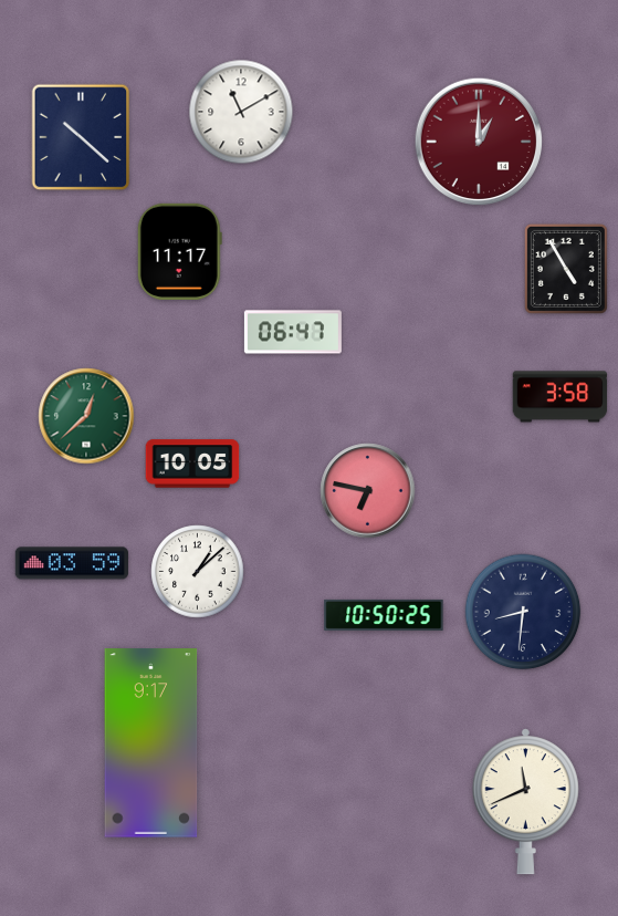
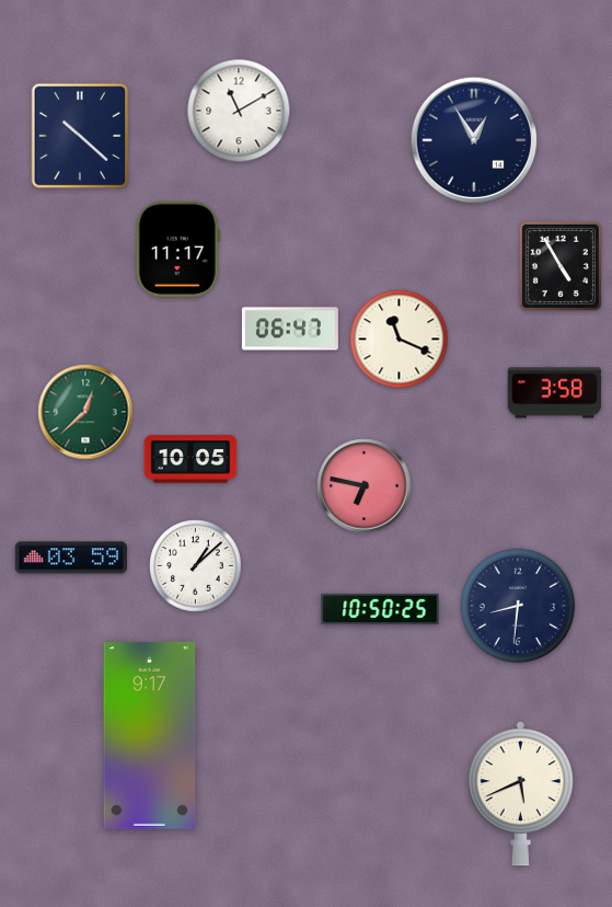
clock at (479, 142): 1:00 -> 12:55
clock at (479, 142) dial: burgundy -> navy
clock at (400, 340): none -> 11:19
clock at (525, 802): 11:41 -> 5:41
